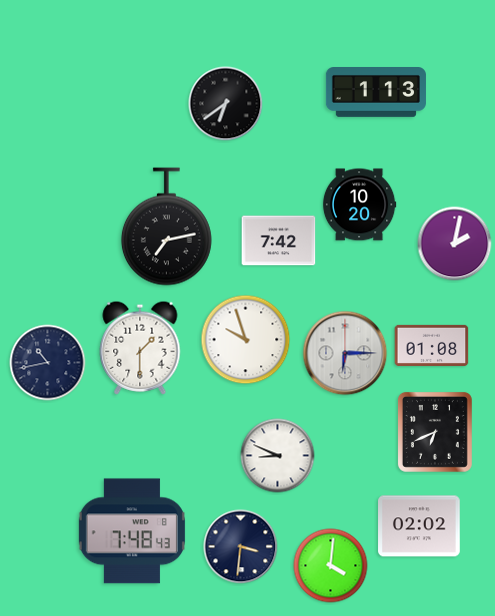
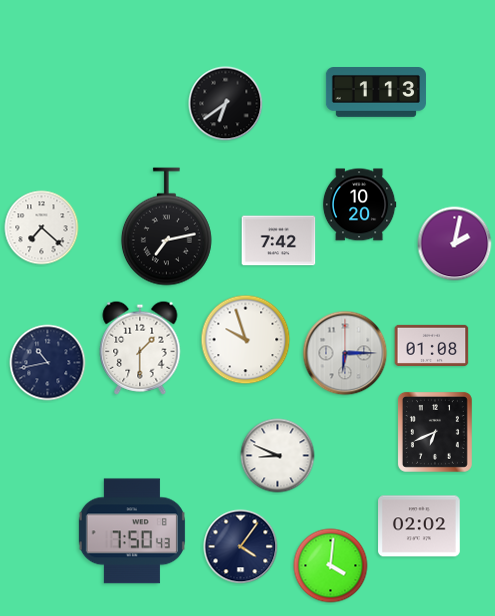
clock at (42, 228): none -> 7:22
clock at (132, 531): 7:48 -> 7:50
clock at (241, 547): 3:31 -> 4:06
